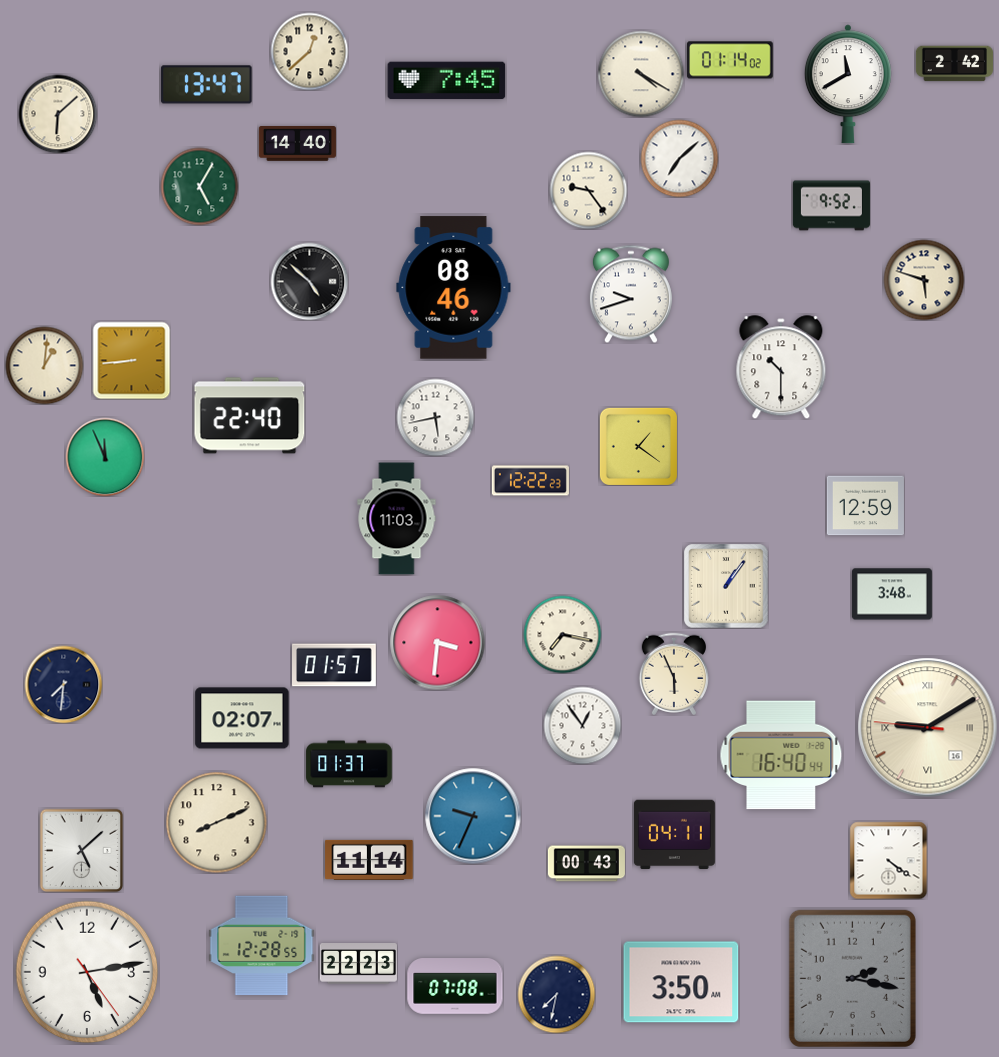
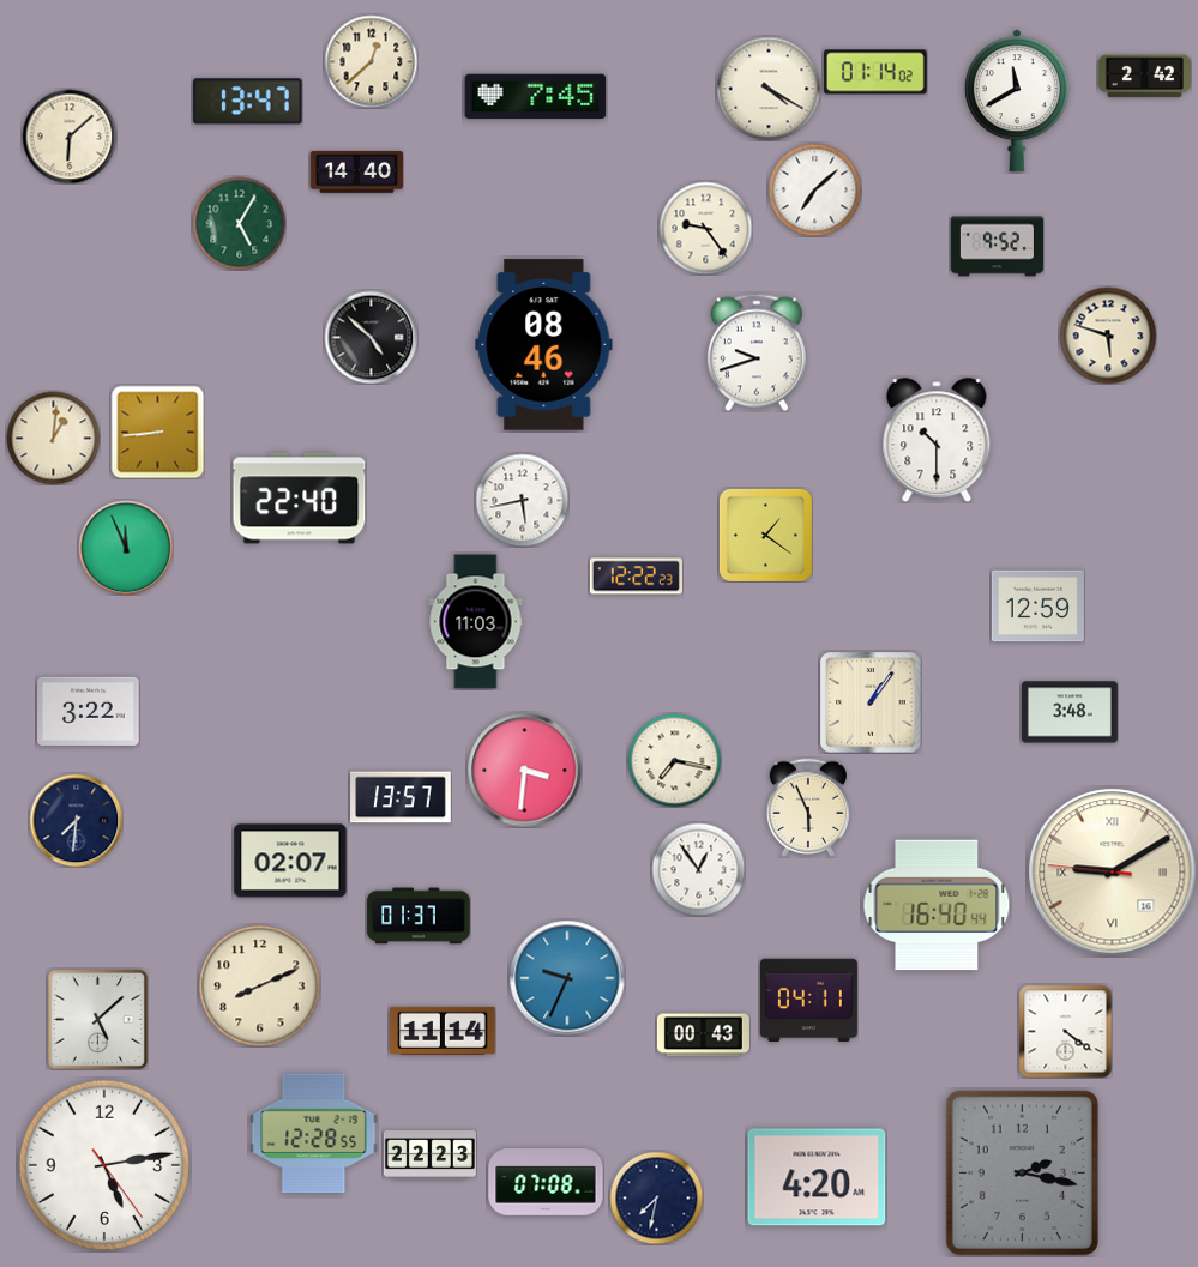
clock at (89, 711): none -> 3:22
clock at (335, 665): 01:57 -> 13:57
clock at (681, 982): 3:50 -> 4:20
clock at (556, 994) position: (556, 994) -> (656, 1197)
